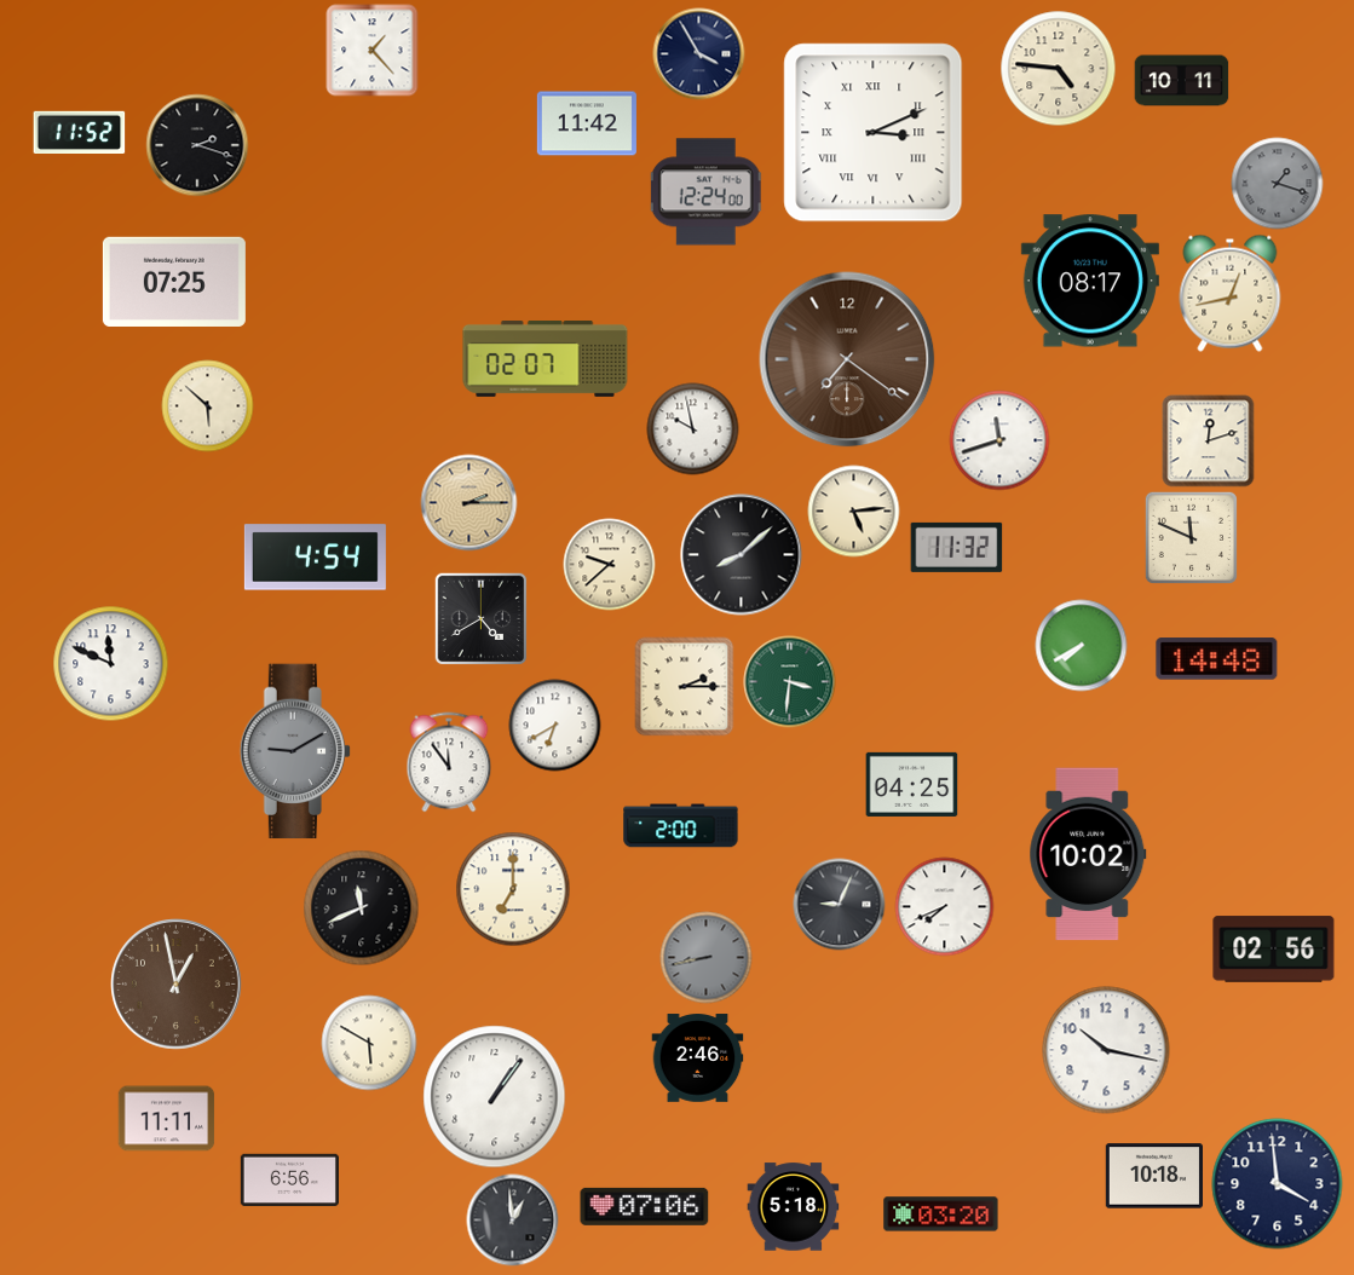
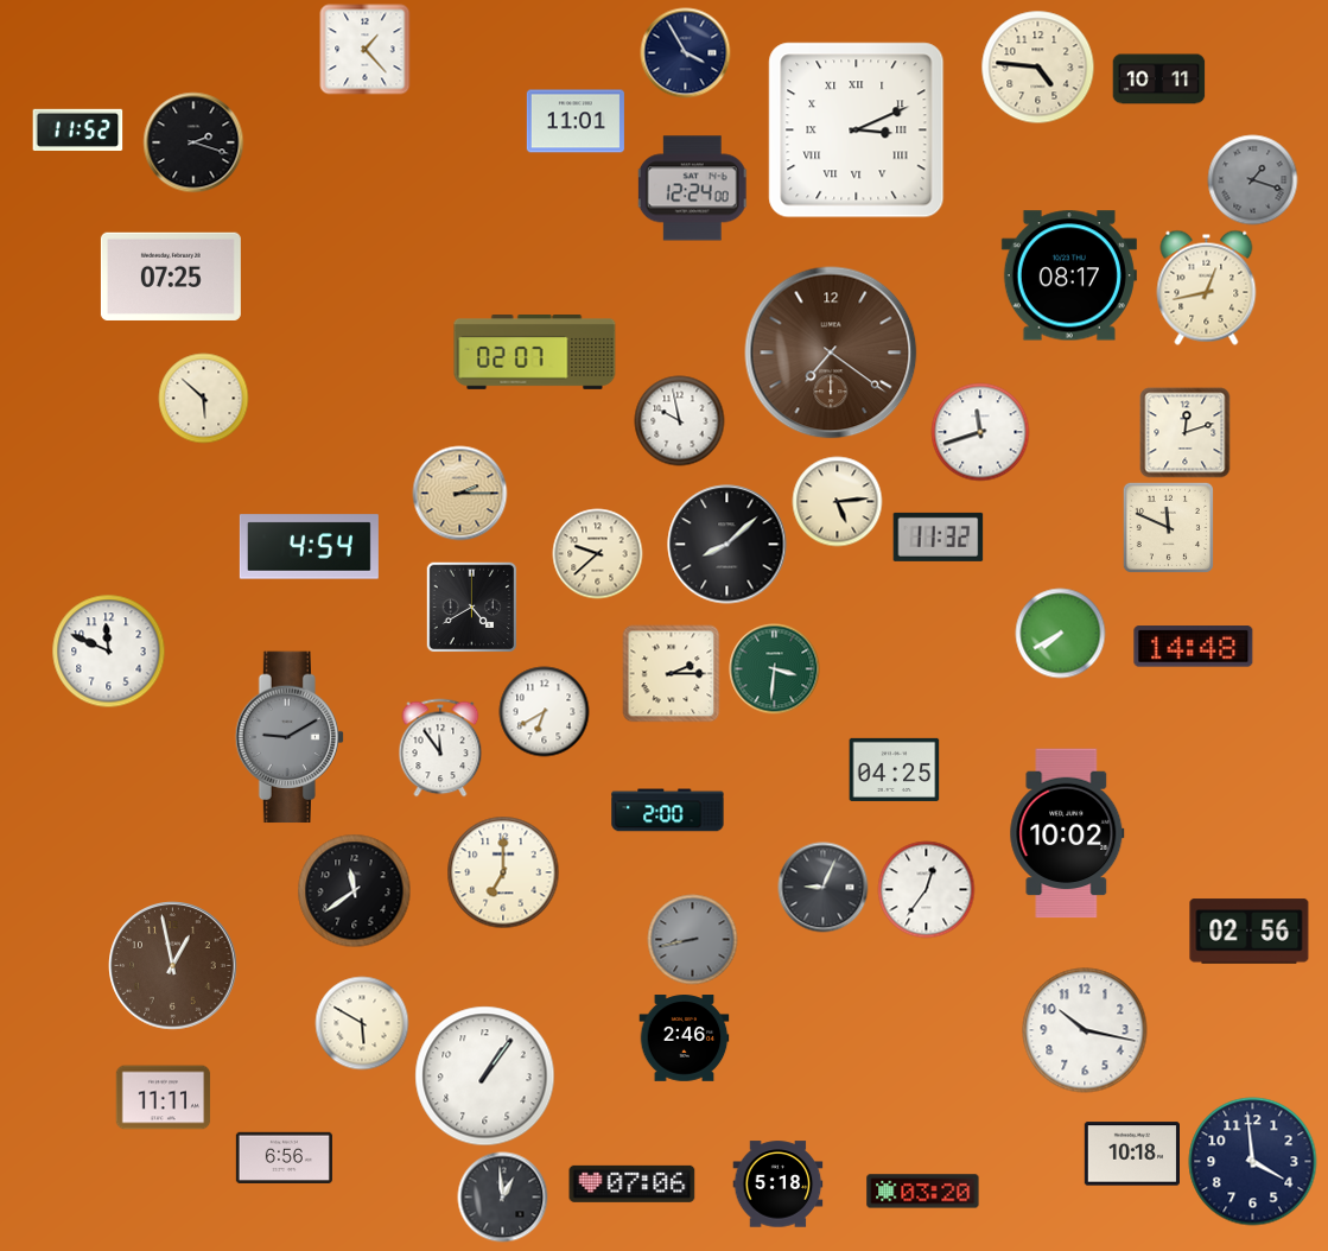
clock at (587, 123): 11:42 -> 11:01
clock at (1088, 854) position: (1088, 854) -> (1067, 833)
clock at (945, 907): 7:41 -> 12:36
clock at (362, 908): 11:41 -> 11:39
